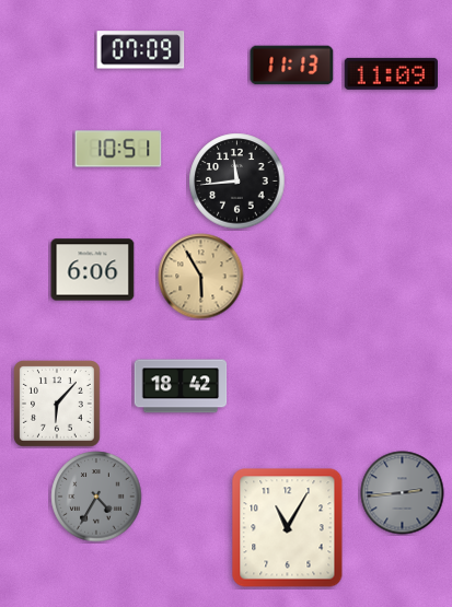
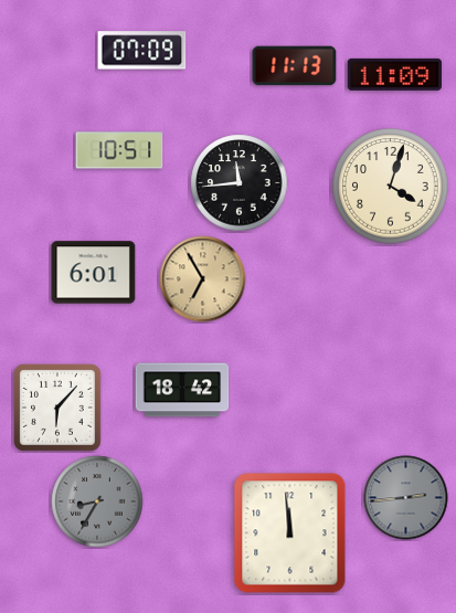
clock at (391, 187): none -> 4:03
clock at (93, 270): 6:06 -> 6:01
clock at (201, 277): 5:55 -> 6:55
clock at (96, 497): 4:35 -> 8:35
clock at (288, 528): 11:05 -> 11:59
